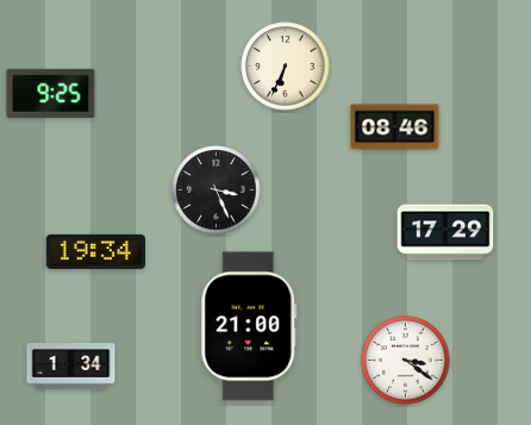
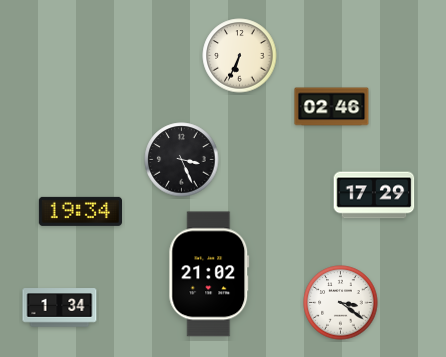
clock at (51, 93): 9:25 -> none
clock at (395, 127): 08:46 -> 02:46
clock at (249, 326): 21:00 -> 21:02
